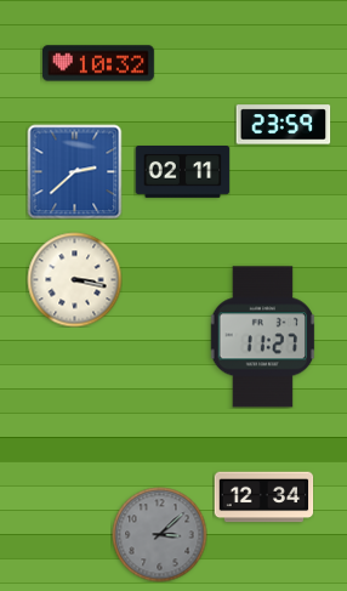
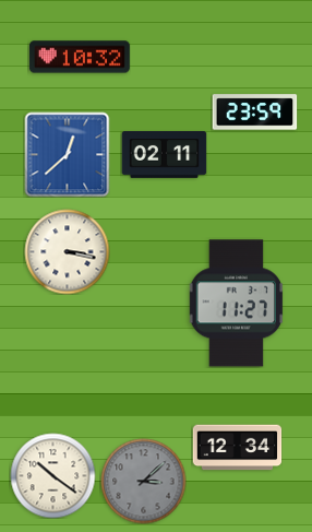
clock at (98, 63) position: (98, 63) -> (80, 57)
clock at (74, 171): 2:38 -> 12:38
clock at (52, 475): none -> 10:21
